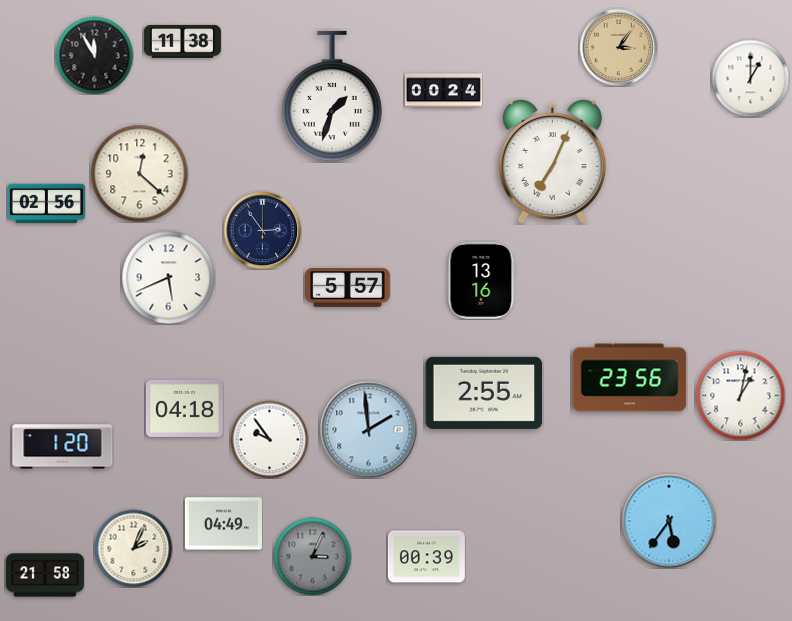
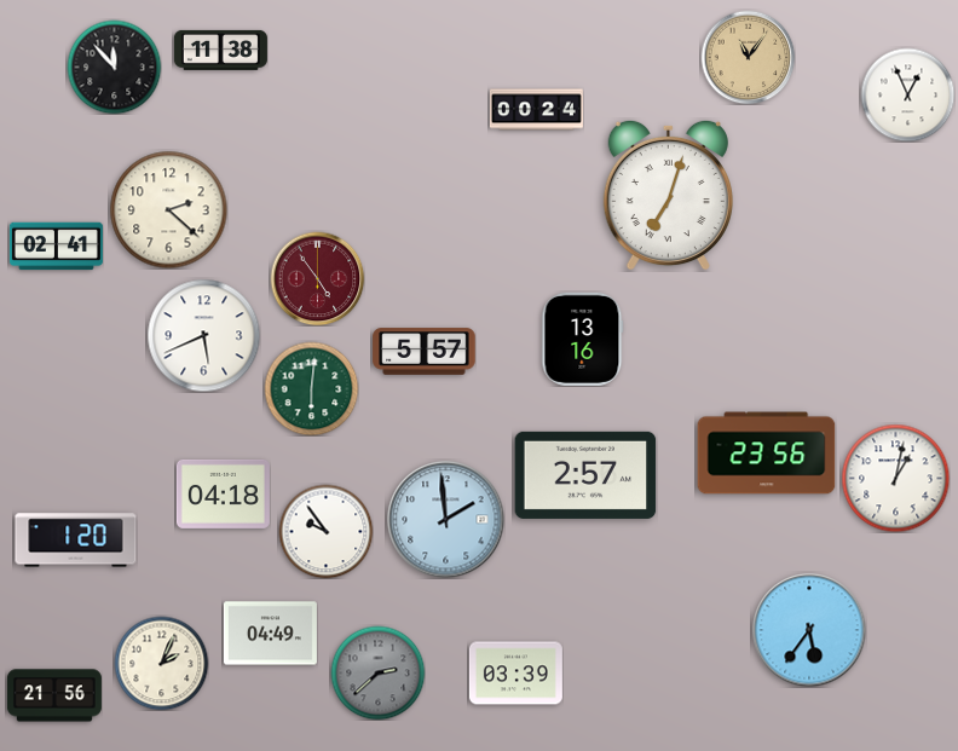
clock at (618, 47): 3:06 -> 11:06
clock at (94, 55): 11:55 -> 11:53
clock at (750, 78): 1:00 -> 12:56
clock at (332, 96): 1:33 -> none
clock at (552, 161): 7:04 -> 7:03
clock at (139, 173): 12:22 -> 2:22
clock at (46, 204): 02:56 -> 02:41
clock at (262, 230): 2:54 -> 4:54
clock at (262, 230) dial: navy -> burgundy
clock at (348, 288) position: (348, 288) -> (425, 352)
clock at (311, 388): none -> 6:01
clock at (630, 378) position: (630, 378) -> (767, 454)
clock at (484, 393): 2:55 -> 2:57
clock at (312, 556): 3:04 -> 2:38
clock at (426, 557): 00:39 -> 03:39
clock at (45, 575): 21:58 -> 21:56
